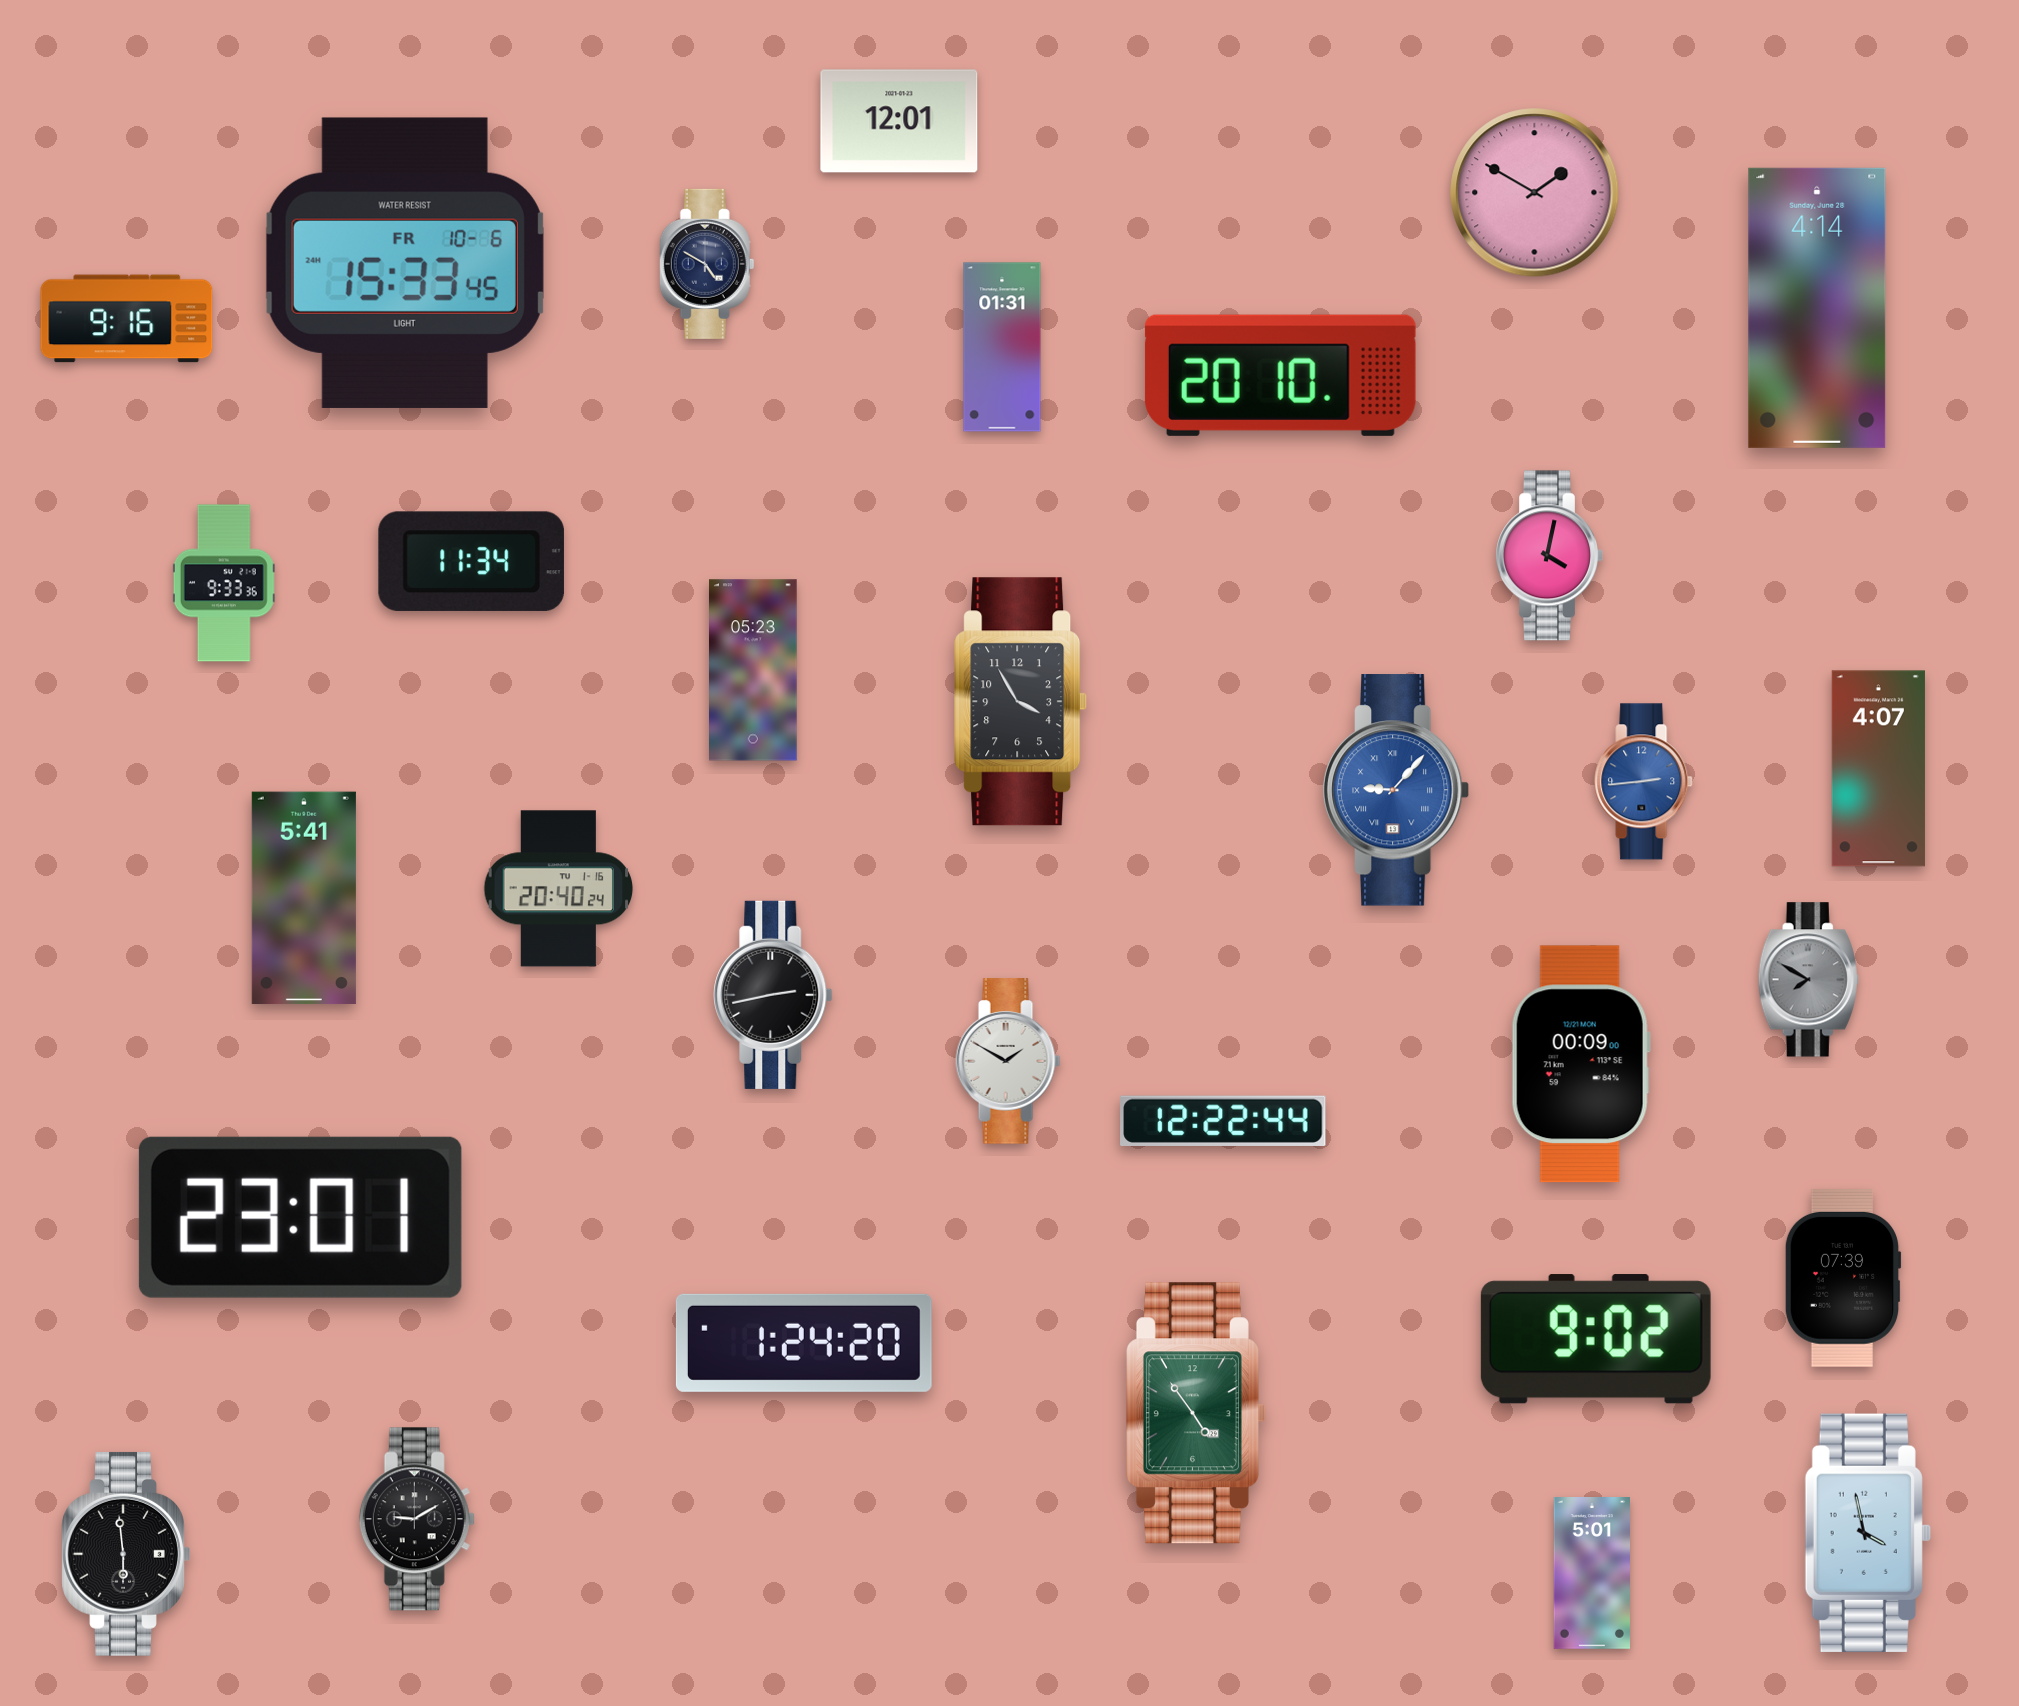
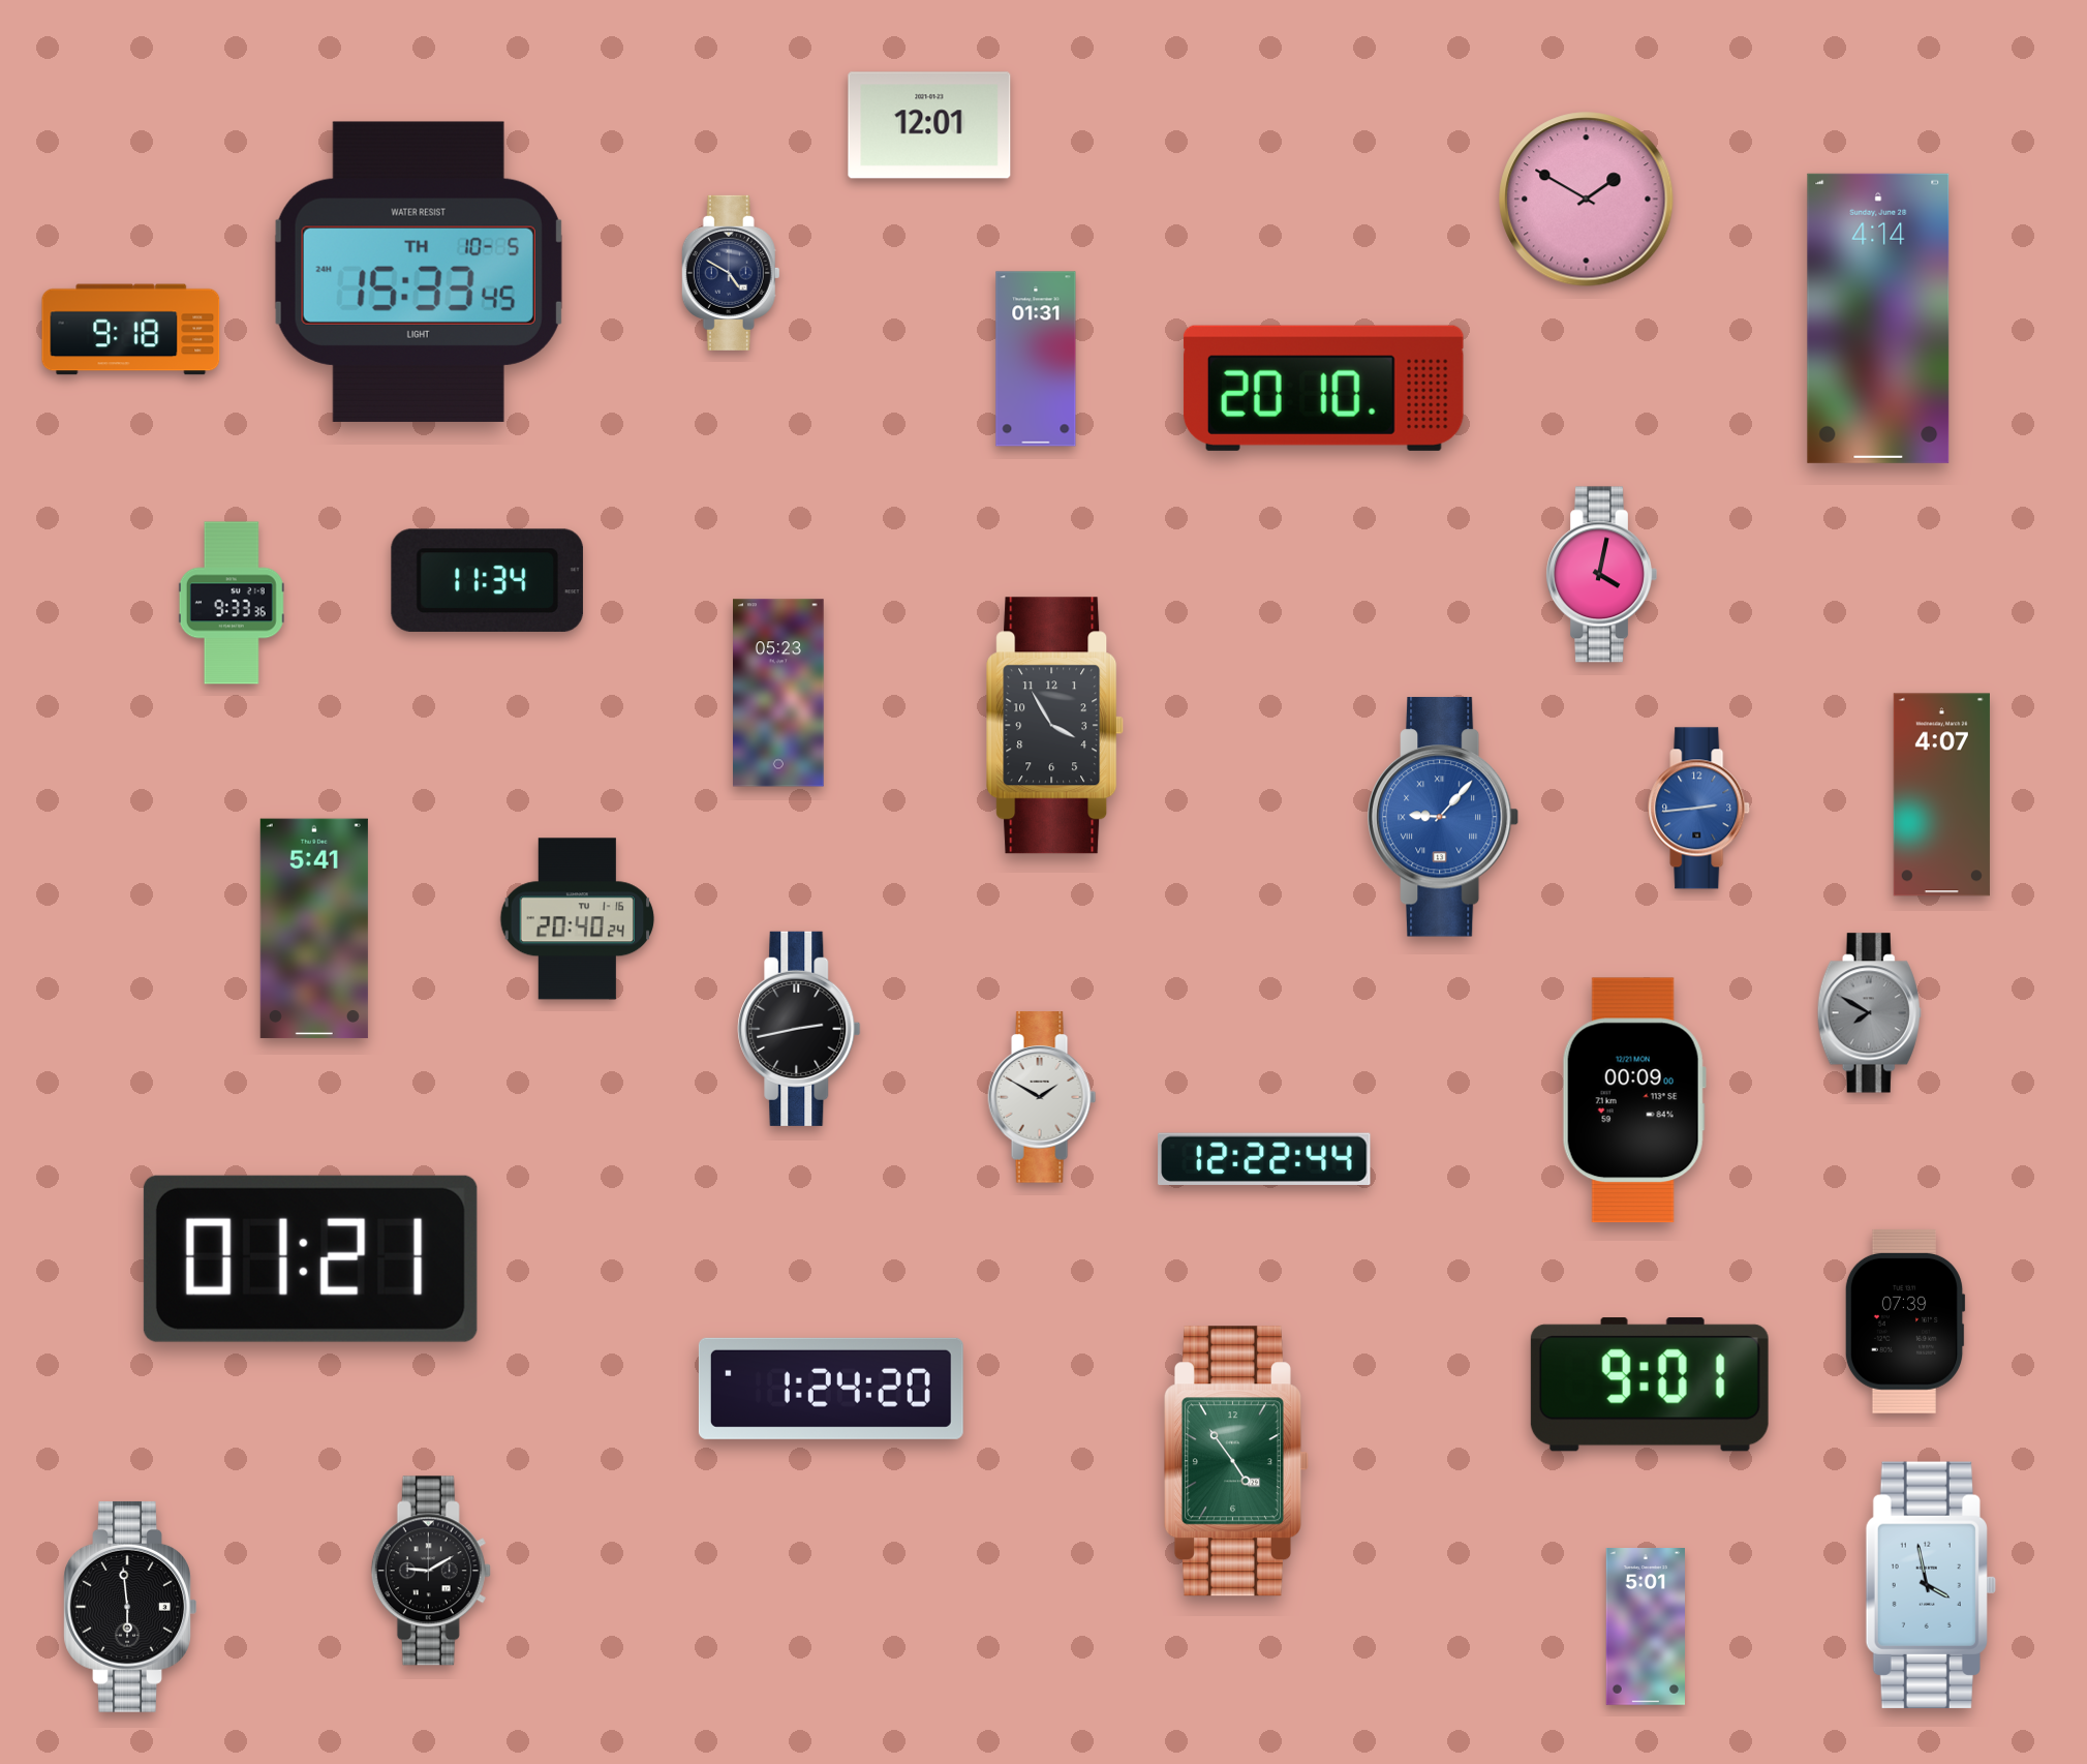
clock at (405, 263) date: FR 10-6 -> TH 10-5
clock at (127, 319): 9:16 -> 9:18
clock at (300, 1217): 23:01 -> 01:21
clock at (1596, 1339): 9:02 -> 9:01
